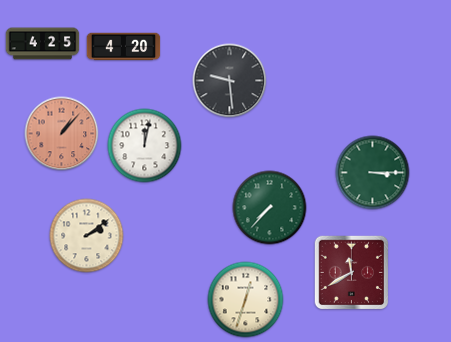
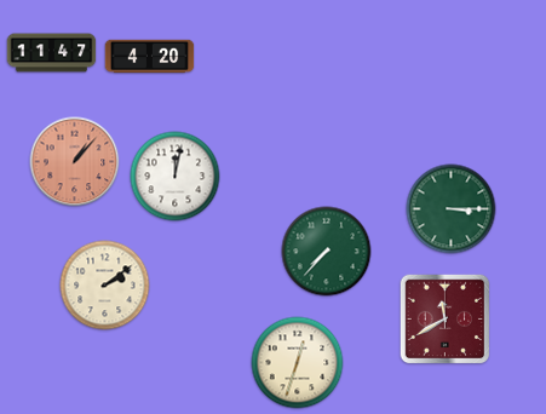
clock at (43, 44): 4:25 -> 11:47
clock at (230, 81): 9:29 -> none
clock at (352, 273) position: (352, 273) -> (446, 320)
